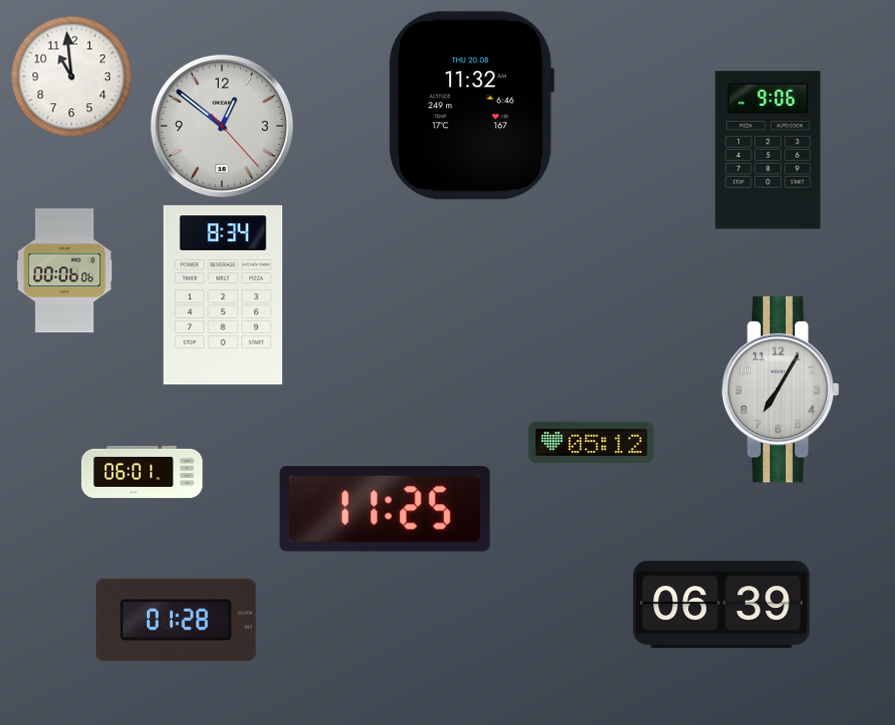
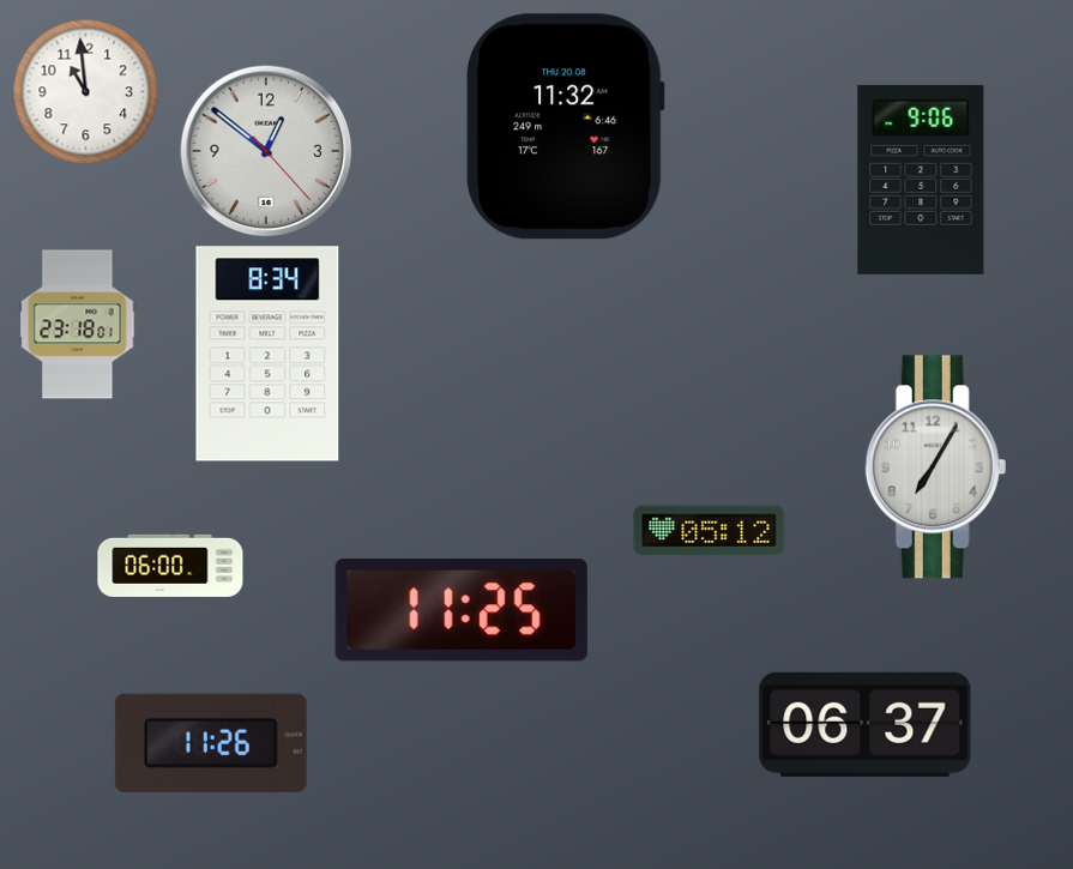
clock at (65, 271): 00:06 -> 23:18
clock at (142, 472): 06:01 -> 06:00
clock at (722, 604): 06:39 -> 06:37
clock at (176, 620): 01:28 -> 11:26
